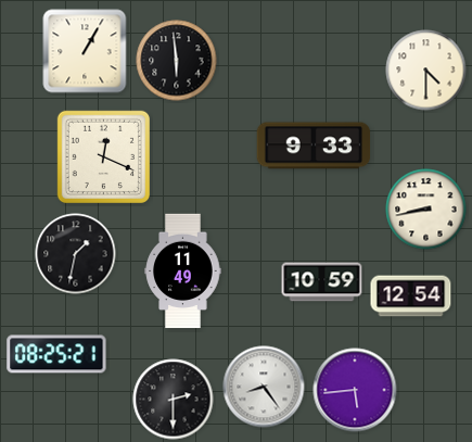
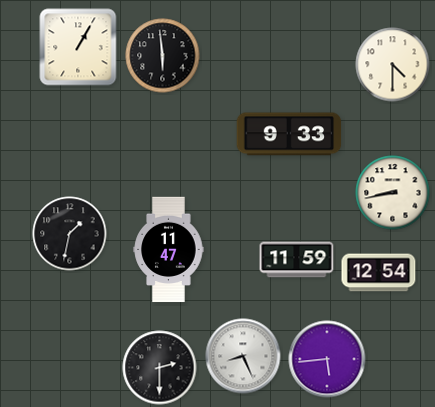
clock at (103, 156): 12:19 -> none
clock at (183, 271): 11:49 -> 11:47
clock at (322, 282): 10:59 -> 11:59
clock at (56, 354): 08:25 -> none
clock at (264, 387): 8:24 -> 8:26
